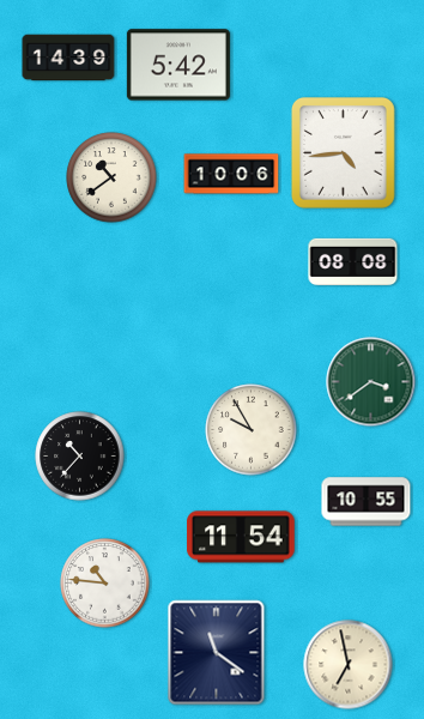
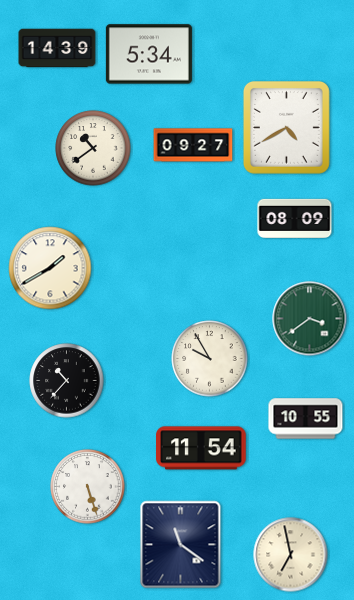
clock at (178, 65): 5:42 -> 5:34
clock at (343, 153): 4:44 -> 4:40
clock at (231, 174): 10:06 -> 09:27
clock at (353, 261): 08:08 -> 08:09
clock at (50, 268): none -> 1:40
clock at (105, 584): 10:46 -> 5:27
